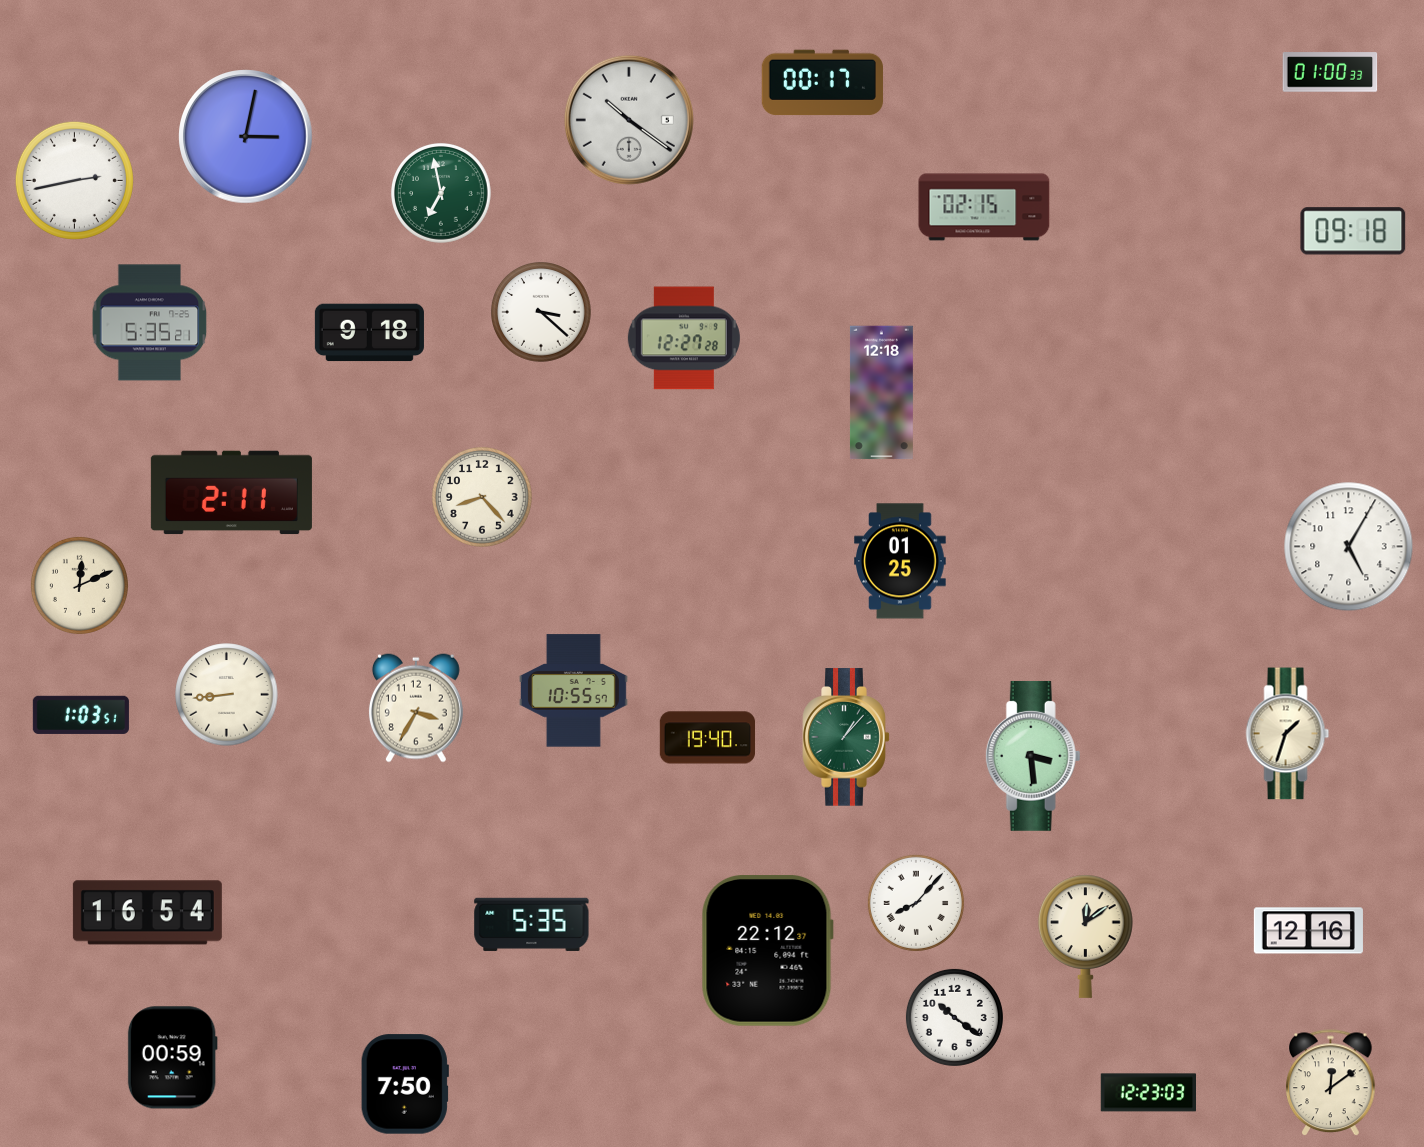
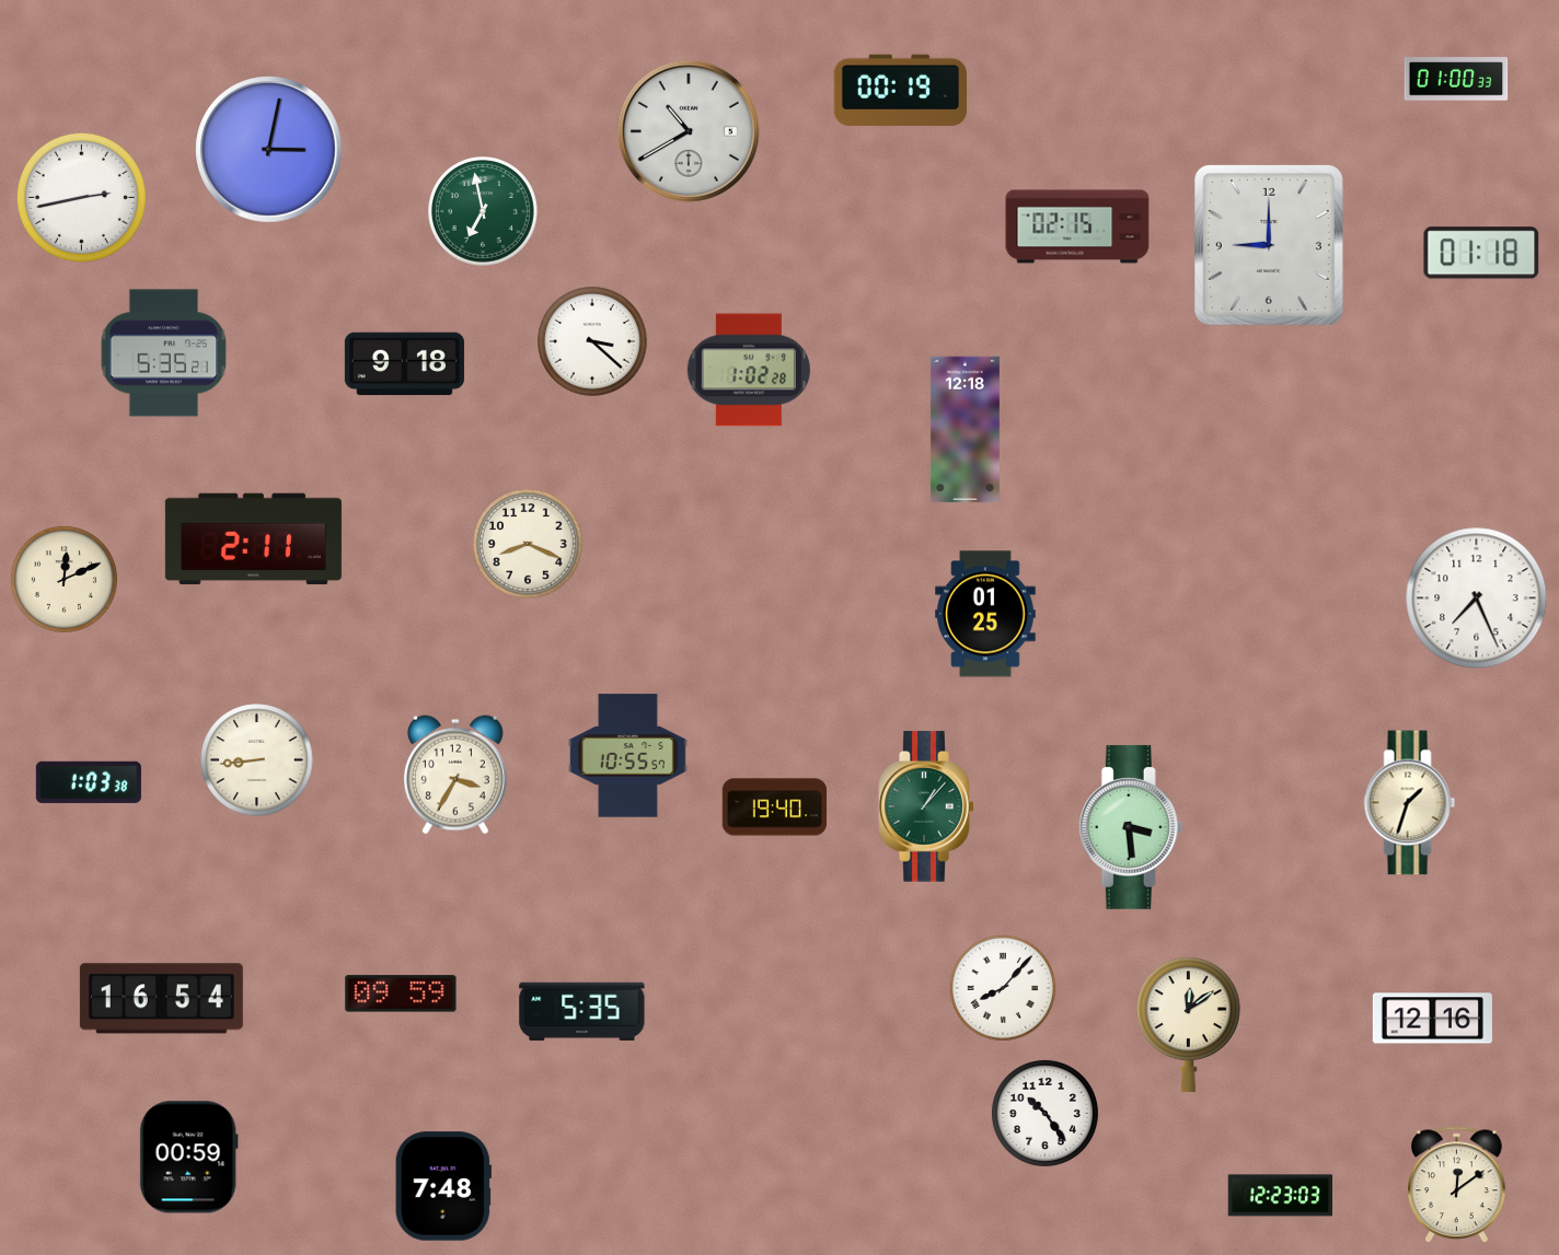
clock at (822, 83): 00:17 -> 00:19
clock at (629, 120): 10:21 -> 10:40
clock at (1269, 245): none -> 9:00
clock at (1353, 231): 09:18 -> 01:18
clock at (684, 338): 12:27 -> 1:02
clock at (483, 498): 8:23 -> 8:19
clock at (1349, 547): 5:05 -> 7:26
clock at (79, 585) position: (79, 585) -> (63, 579)
clock at (227, 695) position: (227, 695) -> (257, 760)
clock at (81, 715): 1:03:51 -> 1:03:38
clock at (401, 993): none -> 09:59
clock at (767, 951): 22:12 -> none
clock at (954, 1017): 10:21 -> 10:24
clock at (405, 1084): 7:50 -> 7:48
clock at (1148, 1093) position: (1148, 1093) -> (1280, 1196)
